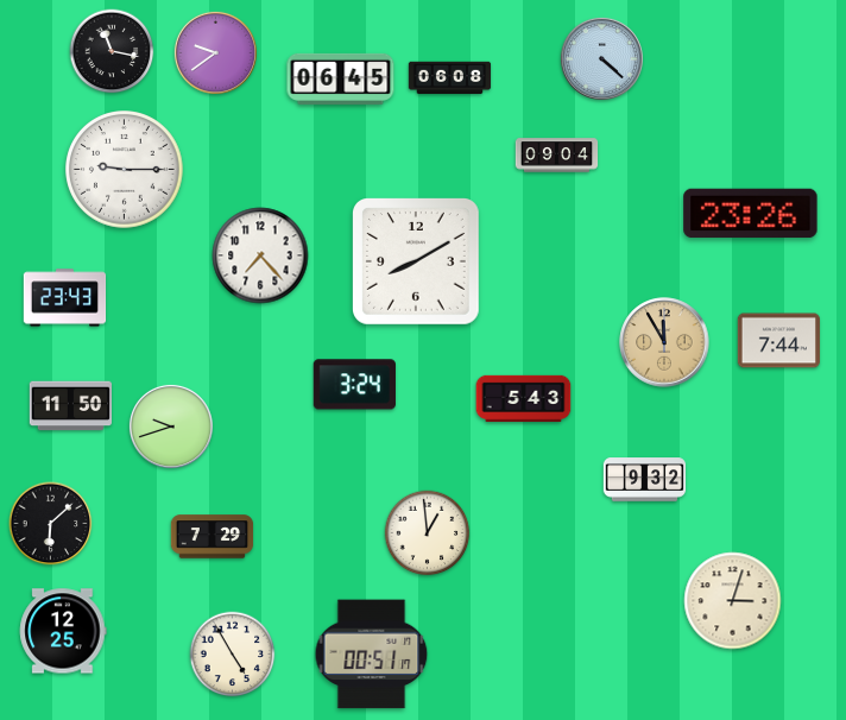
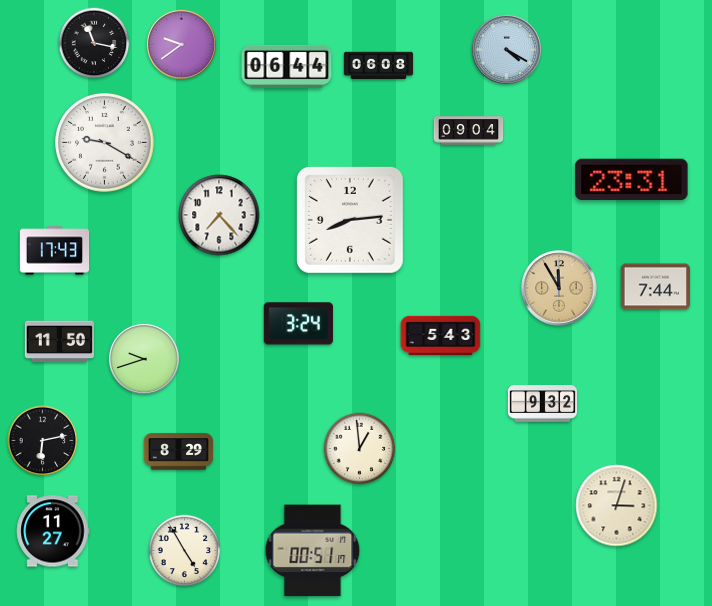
clock at (601, 58): 4:22 -> 4:20
clock at (341, 78): 06:45 -> 06:44
clock at (125, 170): 9:15 -> 9:20
clock at (751, 214): 23:26 -> 23:31
clock at (417, 263): 8:10 -> 8:14
clock at (65, 298): 23:43 -> 17:43
clock at (51, 524): 6:08 -> 6:13
clock at (213, 537): 7:29 -> 8:29
clock at (63, 631): 12:25 -> 11:27
clock at (233, 655) position: (233, 655) -> (185, 551)
